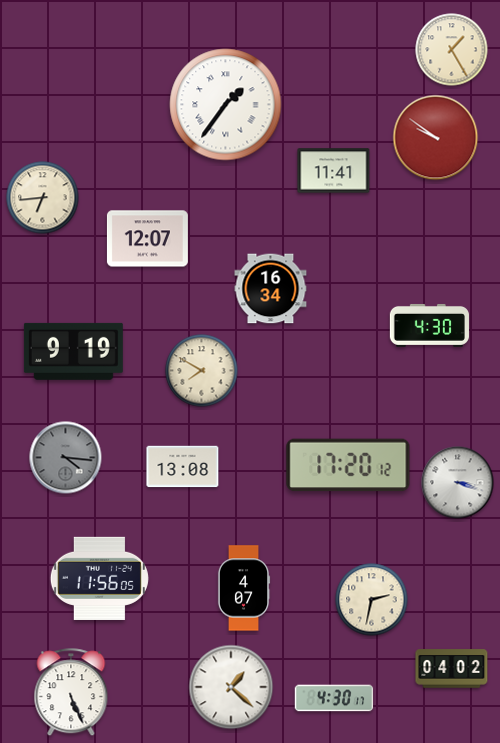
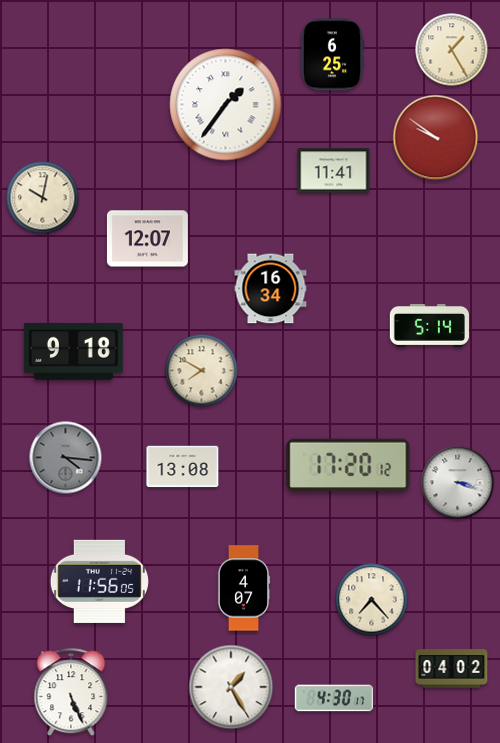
clock at (332, 55): none -> 6:25
clock at (43, 198): 6:44 -> 10:02
clock at (429, 325): 4:30 -> 5:14
clock at (73, 351): 9:19 -> 9:18
clock at (99, 578) position: (99, 578) -> (99, 581)
clock at (372, 600): 2:32 -> 7:23
clock at (231, 687): 1:22 -> 1:25
